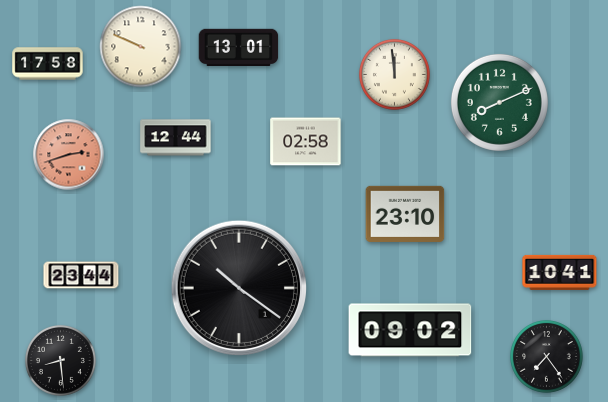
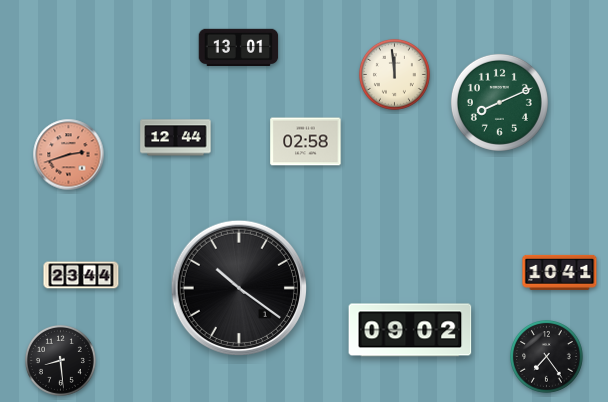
clock at (141, 47): 9:49 -> none
clock at (48, 64): 17:58 -> none
clock at (405, 214): 23:10 -> none
